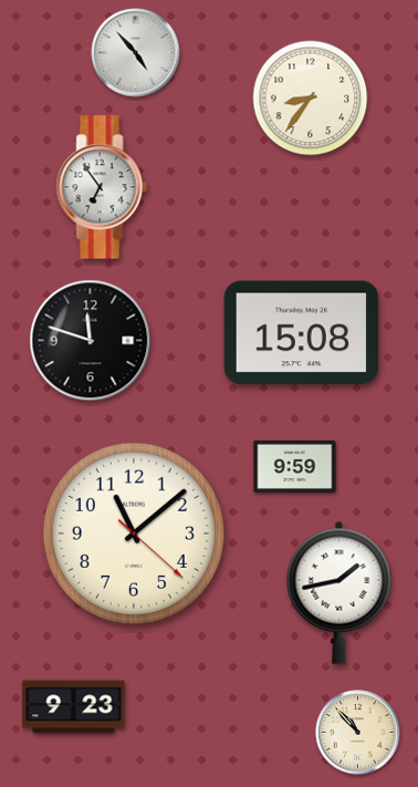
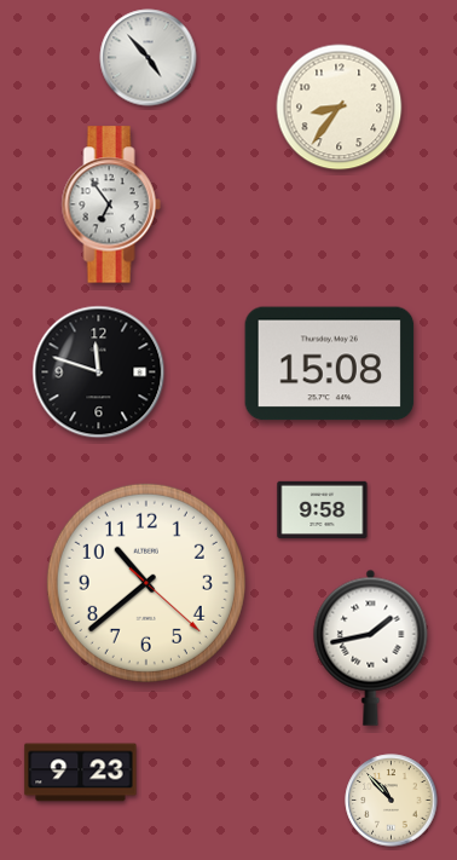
clock at (295, 466): 9:59 -> 9:58
clock at (134, 534): 11:08 -> 10:38
